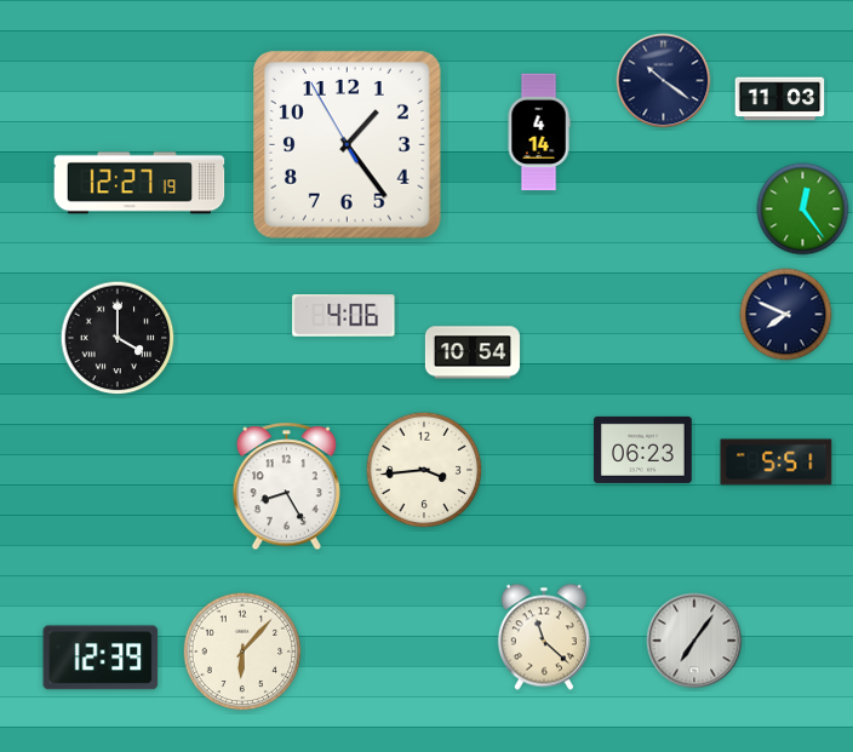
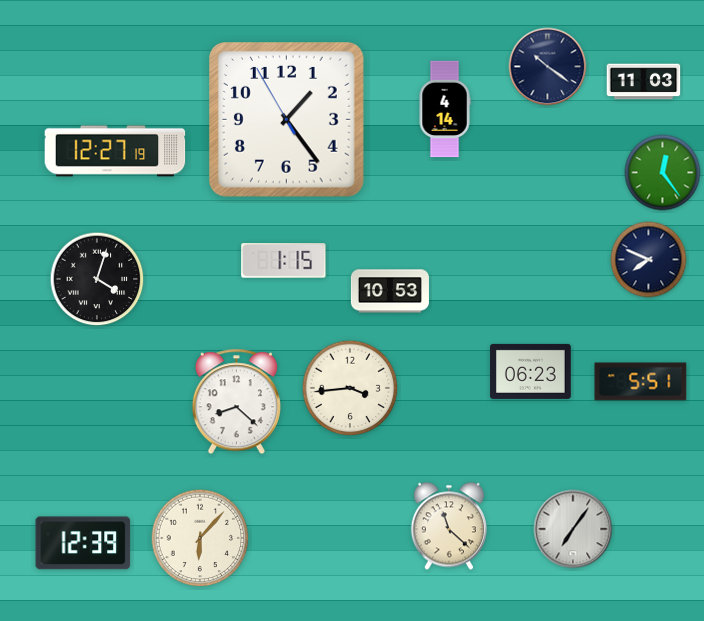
clock at (344, 316): 4:06 -> 1:15
clock at (118, 338): 4:00 -> 4:03
clock at (473, 352): 10:54 -> 10:53
clock at (286, 487): 8:25 -> 8:22
